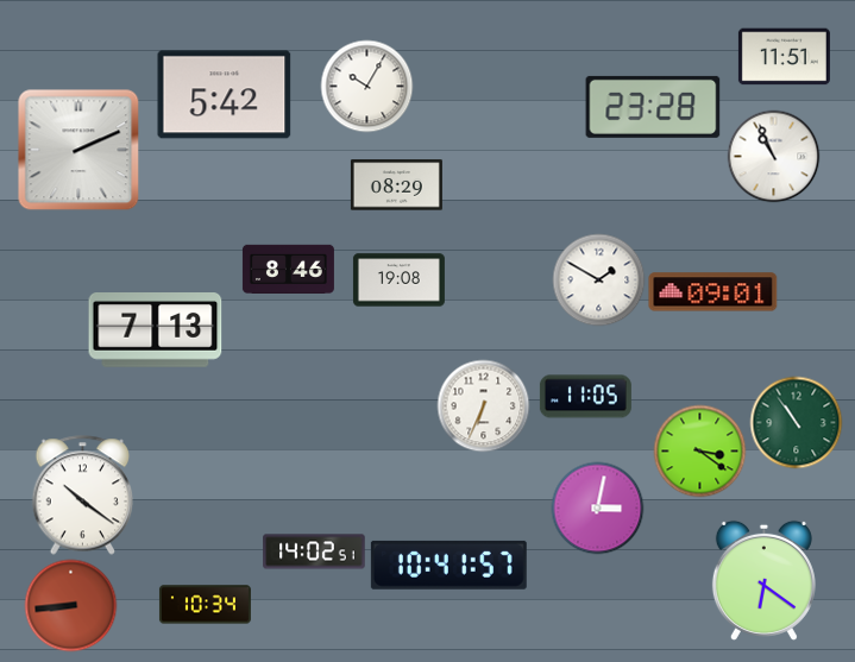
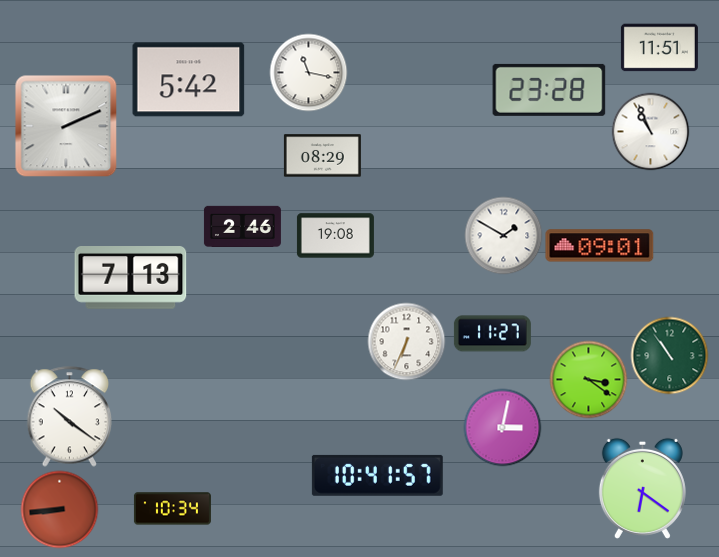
clock at (366, 86): 10:05 -> 11:17
clock at (396, 185) position: (396, 185) -> (322, 156)
clock at (288, 269): 8:46 -> 2:46
clock at (585, 397): 11:05 -> 11:27
clock at (314, 551): 14:02 -> none
